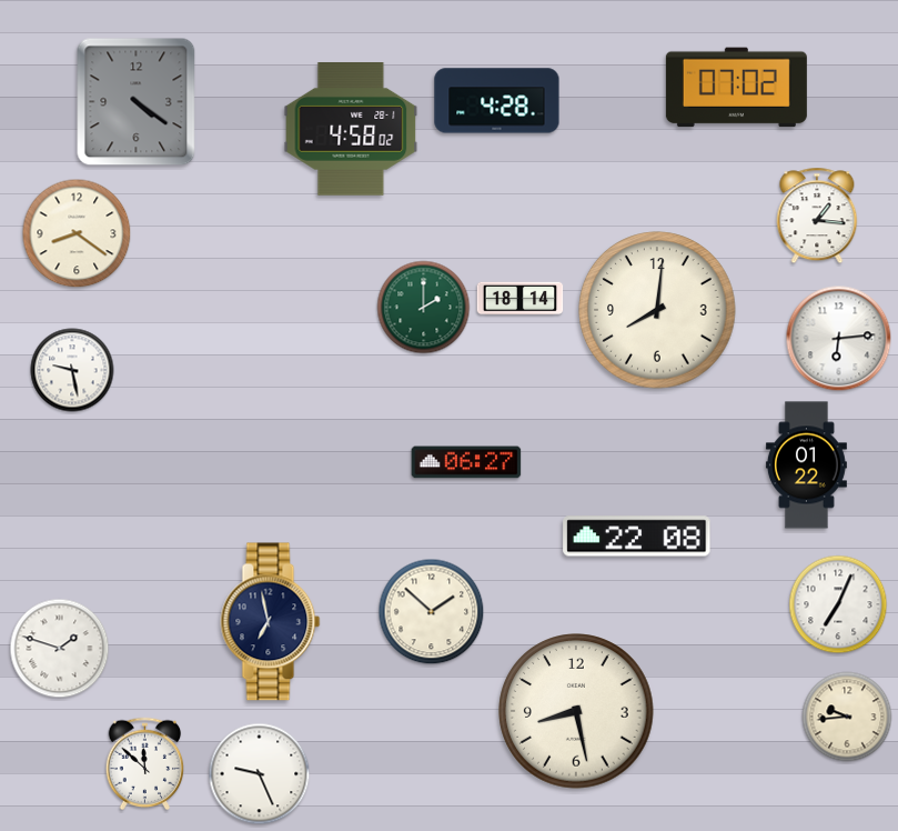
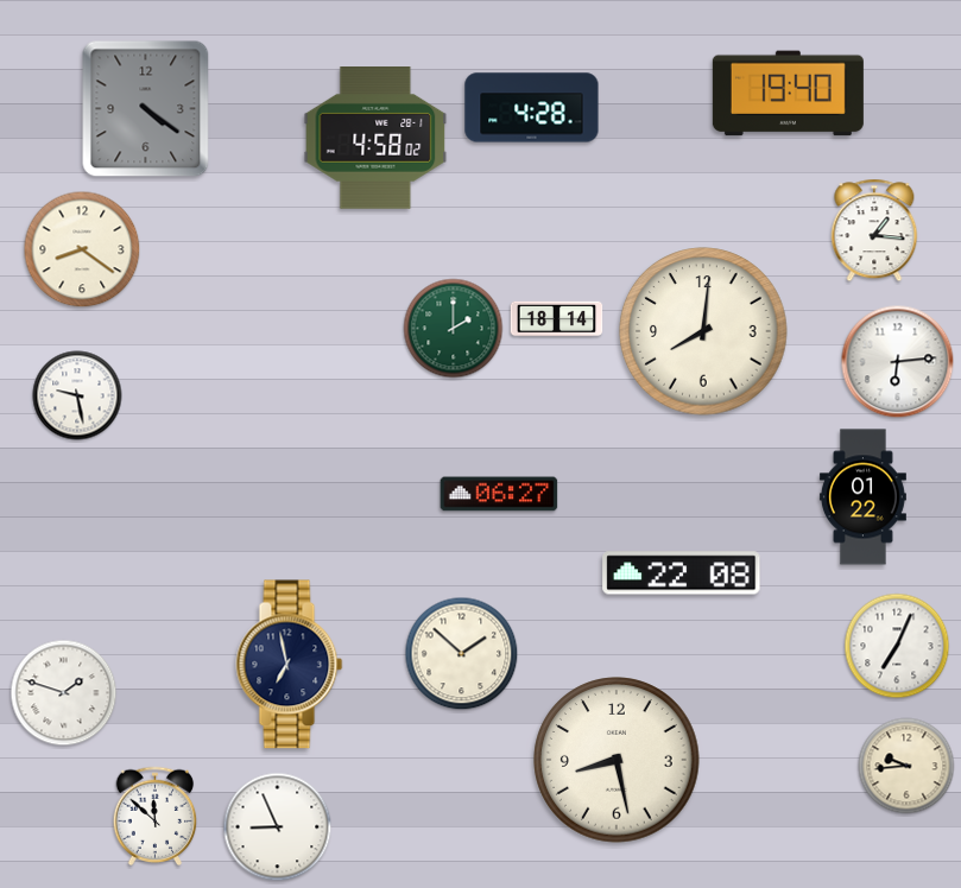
clock at (736, 88): 07:02 -> 19:40
clock at (260, 774): 9:26 -> 8:56
